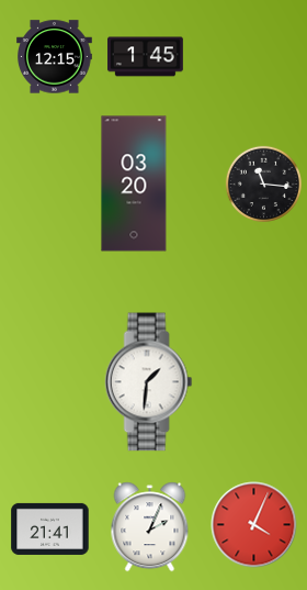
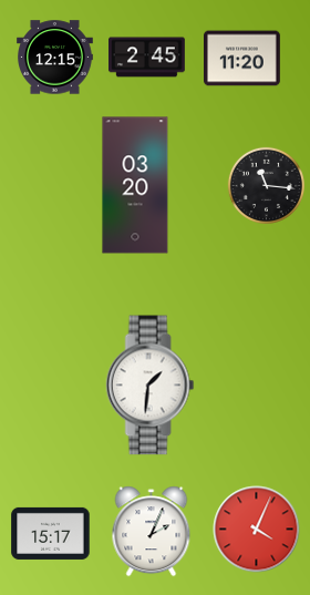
clock at (146, 57): 1:45 -> 2:45
clock at (242, 59): none -> 11:20
clock at (50, 528): 21:41 -> 15:17
